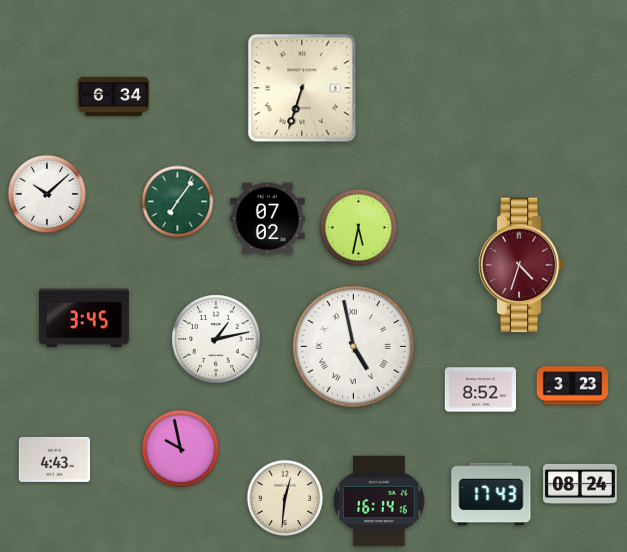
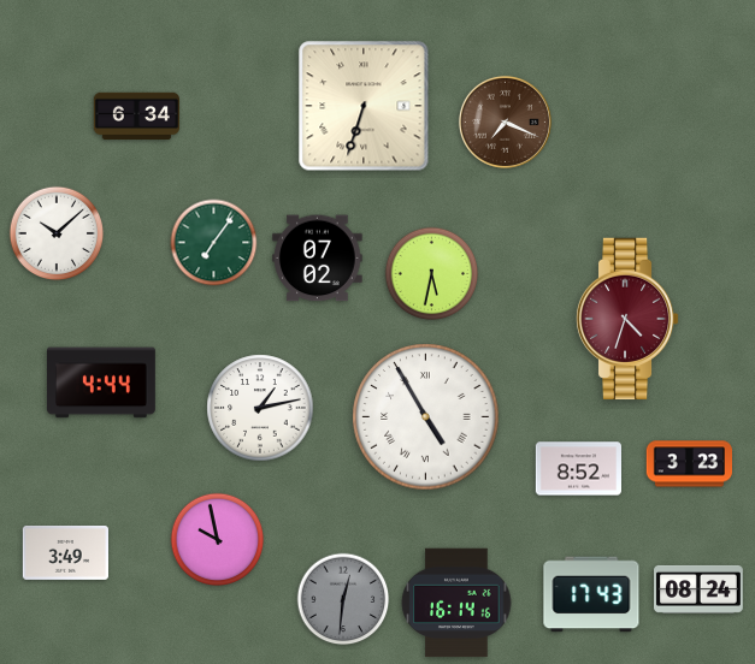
clock at (505, 121): none -> 7:19
clock at (268, 219) position: (268, 219) -> (318, 259)
clock at (85, 318): 3:45 -> 4:44
clock at (354, 347): 4:58 -> 4:55
clock at (54, 459): 4:43 -> 3:49
clock at (581, 484) position: (581, 484) -> (700, 589)
clock at (285, 498) dial: cream -> grey
